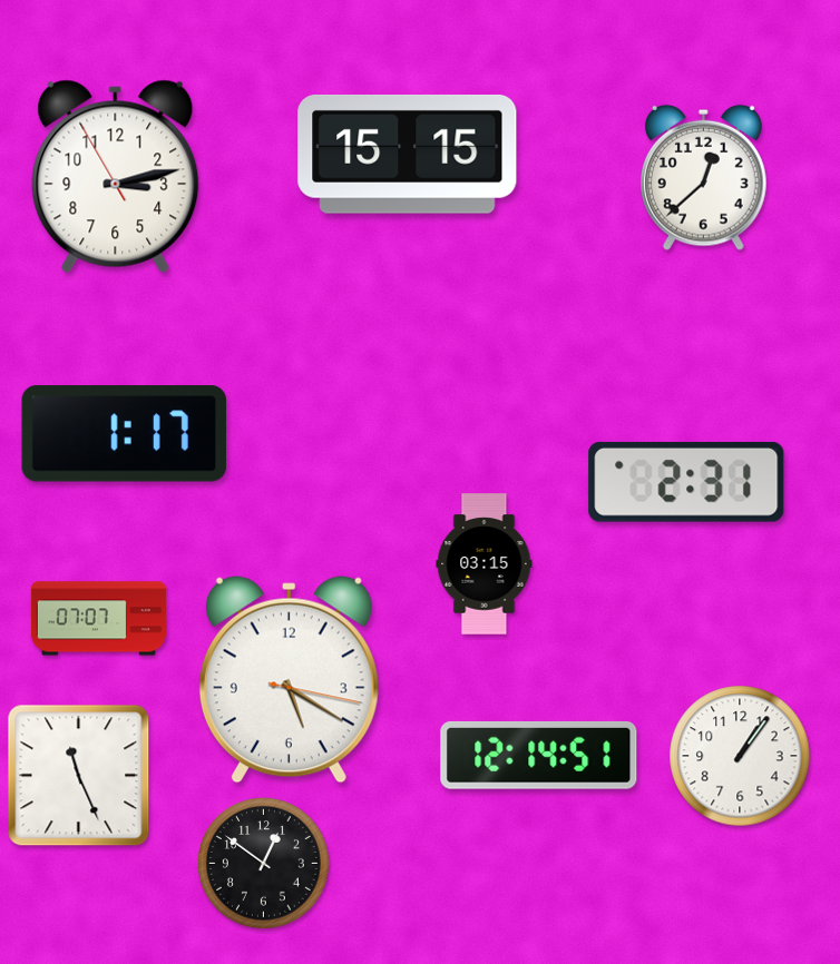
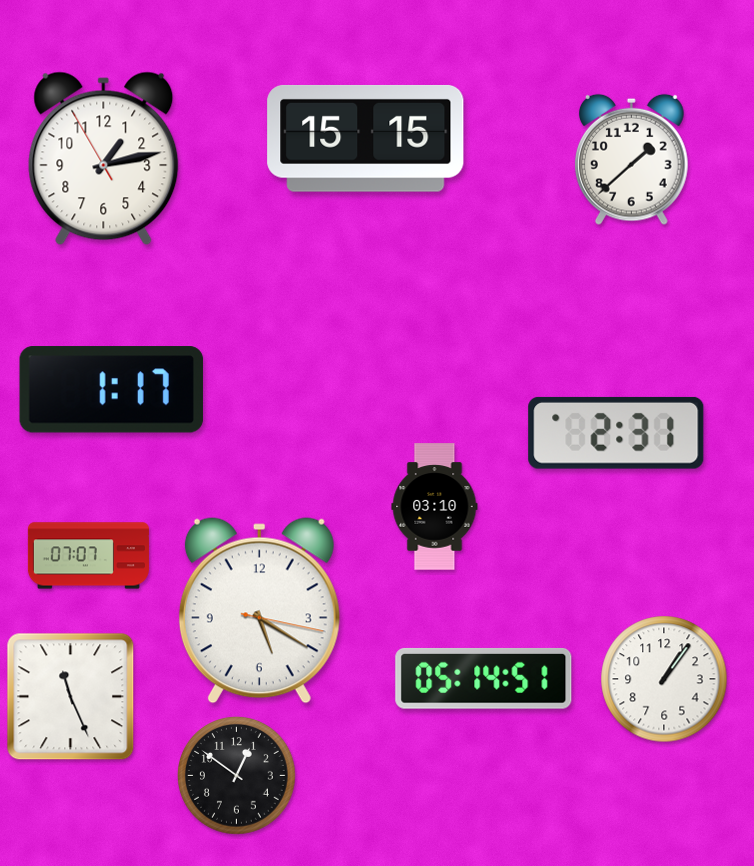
clock at (116, 177): 3:12 -> 1:12
clock at (704, 177): 12:38 -> 1:38
clock at (485, 564): 03:15 -> 03:10
clock at (539, 755): 12:14 -> 05:14
